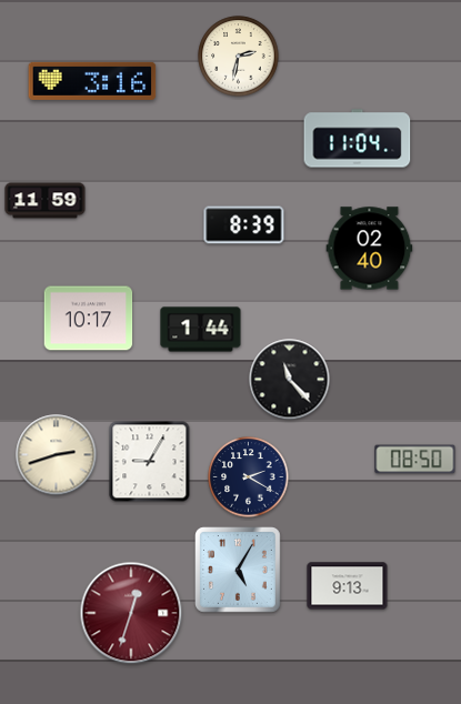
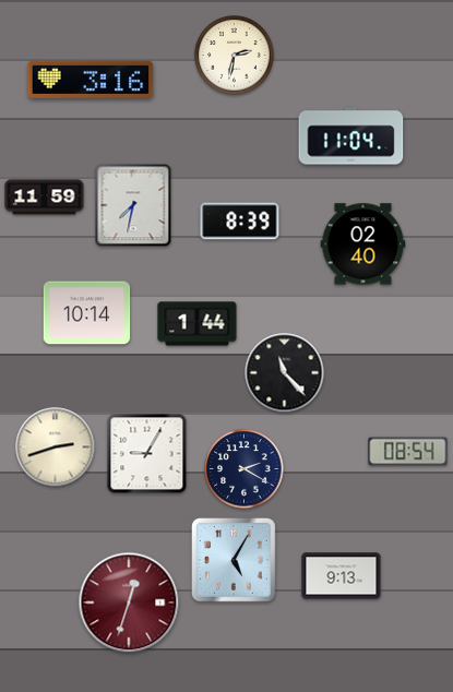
clock at (133, 205): none -> 7:32
clock at (89, 319): 10:17 -> 10:14
clock at (415, 460): 08:50 -> 08:54
